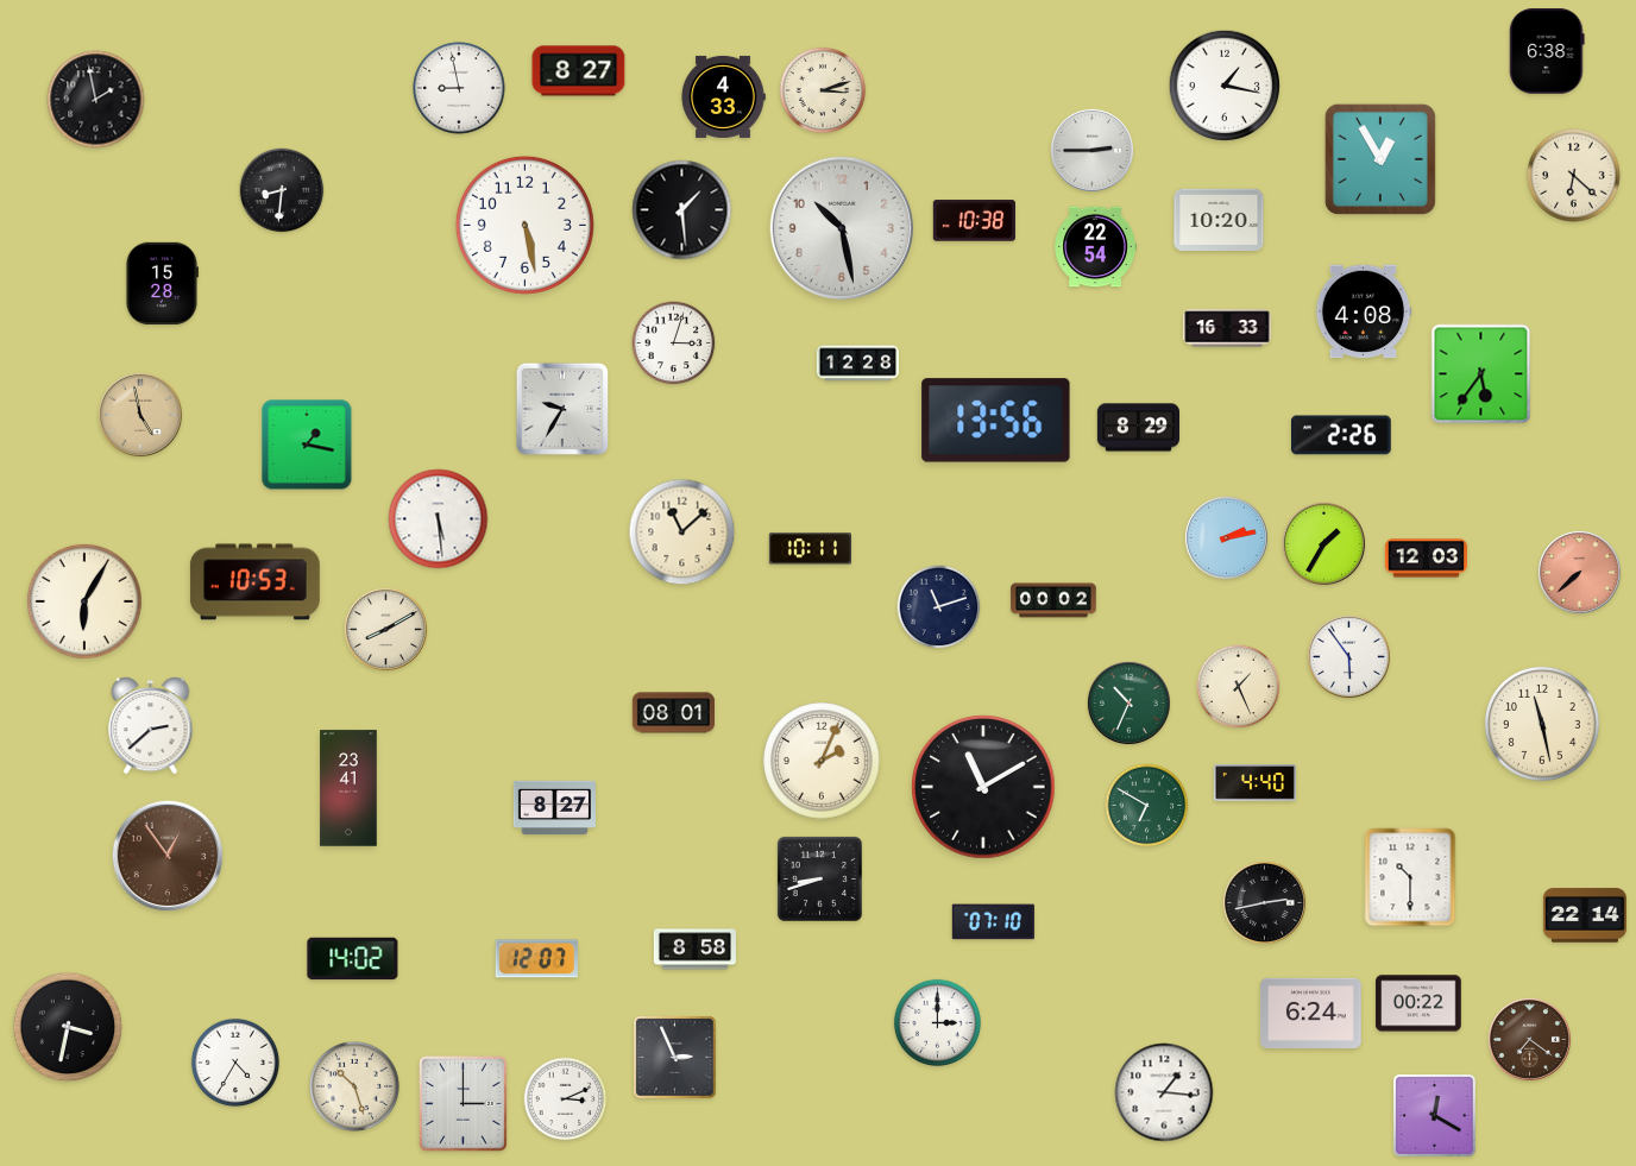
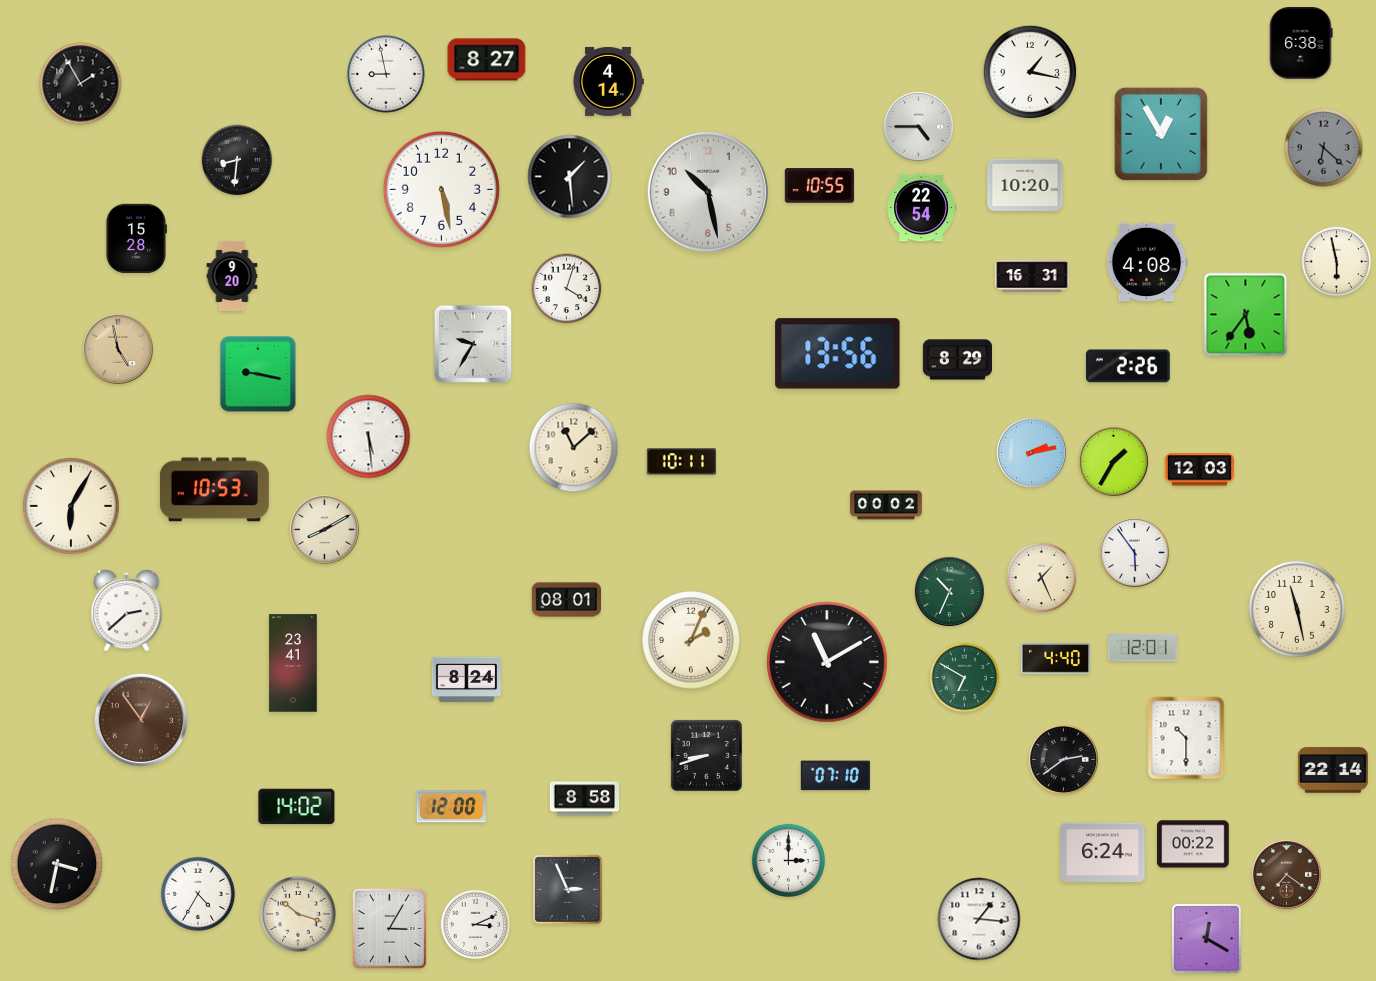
clock at (823, 90): 3:12 -> none
clock at (723, 96): 4:33 -> 4:14
clock at (96, 100): 1:58 -> 1:55
clock at (1091, 150): 2:45 -> 4:45
clock at (1574, 176) dial: cream -> grey
clock at (682, 210) position: (682, 210) -> (570, 177)
clock at (974, 221): 10:38 -> 10:55
clock at (1337, 262): none -> 5:58
clock at (232, 276): none -> 9:20
clock at (1227, 328): 16:33 -> 16:31
clock at (674, 344): 3:03 -> 4:03
clock at (857, 364): 12:28 -> none
clock at (307, 445): 1:17 -> 9:17
clock at (1323, 543) position: (1323, 543) -> (1113, 461)
clock at (1579, 572): 7:38 -> none
clock at (939, 607): 11:12 -> none
clock at (1142, 647): none -> 12:01
clock at (554, 808): 8:27 -> 8:24
clock at (819, 878) position: (819, 878) -> (706, 755)
clock at (1264, 902): 2:43 -> 2:39
clock at (536, 959): 12:07 -> 12:00
clock at (355, 1088): 10:27 -> 10:18
clock at (464, 1104): 3:00 -> 3:05
